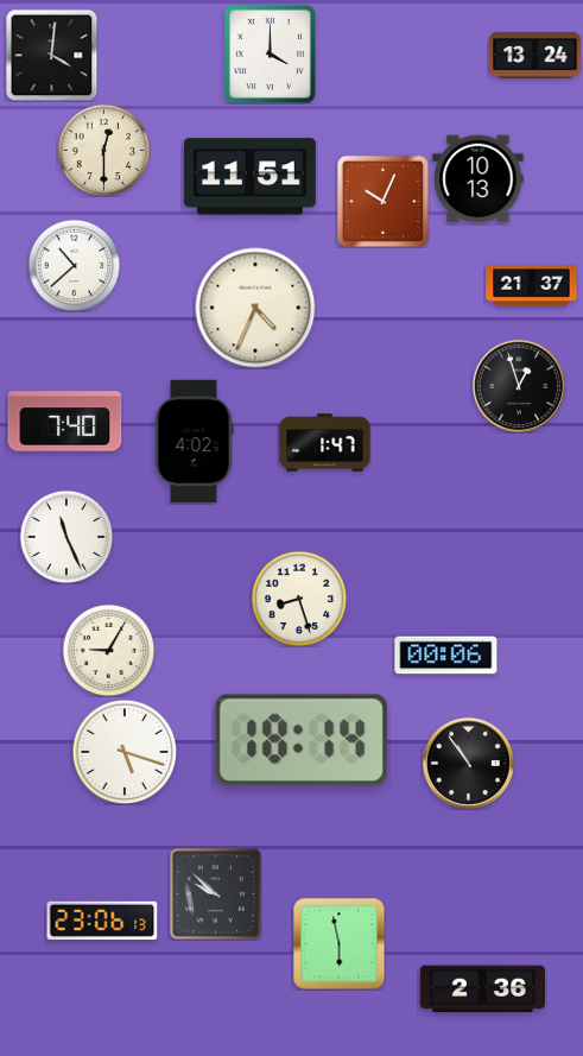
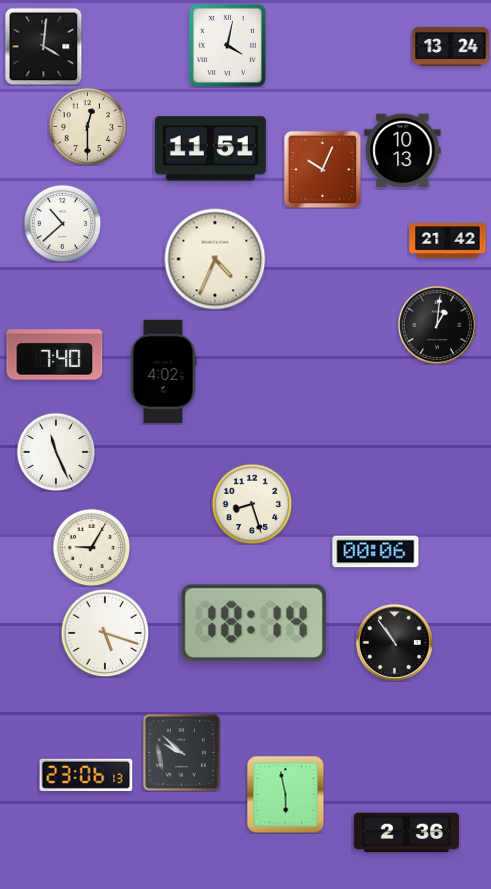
clock at (270, 53): 4:00 -> 4:02
clock at (532, 286): 21:37 -> 21:42
clock at (519, 386): 12:57 -> 1:01
clock at (325, 443): 1:47 -> none
